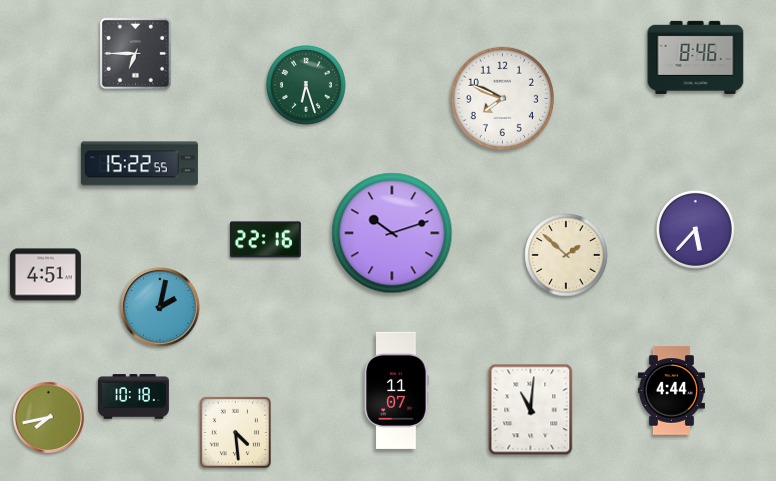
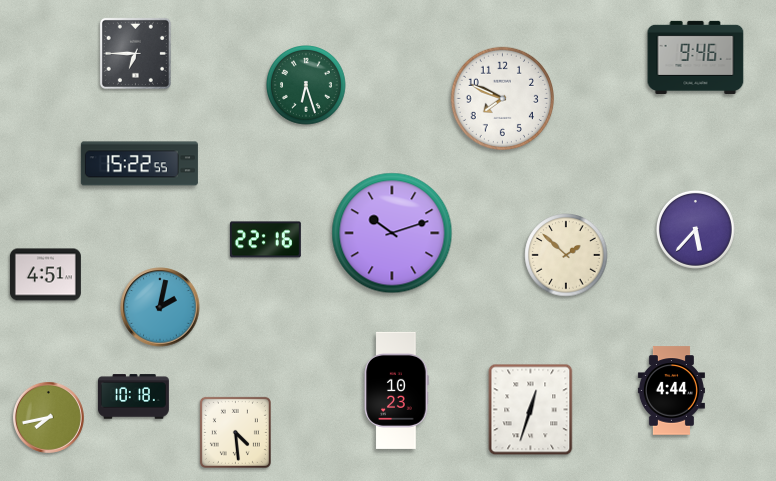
clock at (696, 57): 8:46 -> 9:46
clock at (396, 390): 11:07 -> 10:23
clock at (531, 410): 11:01 -> 12:33
